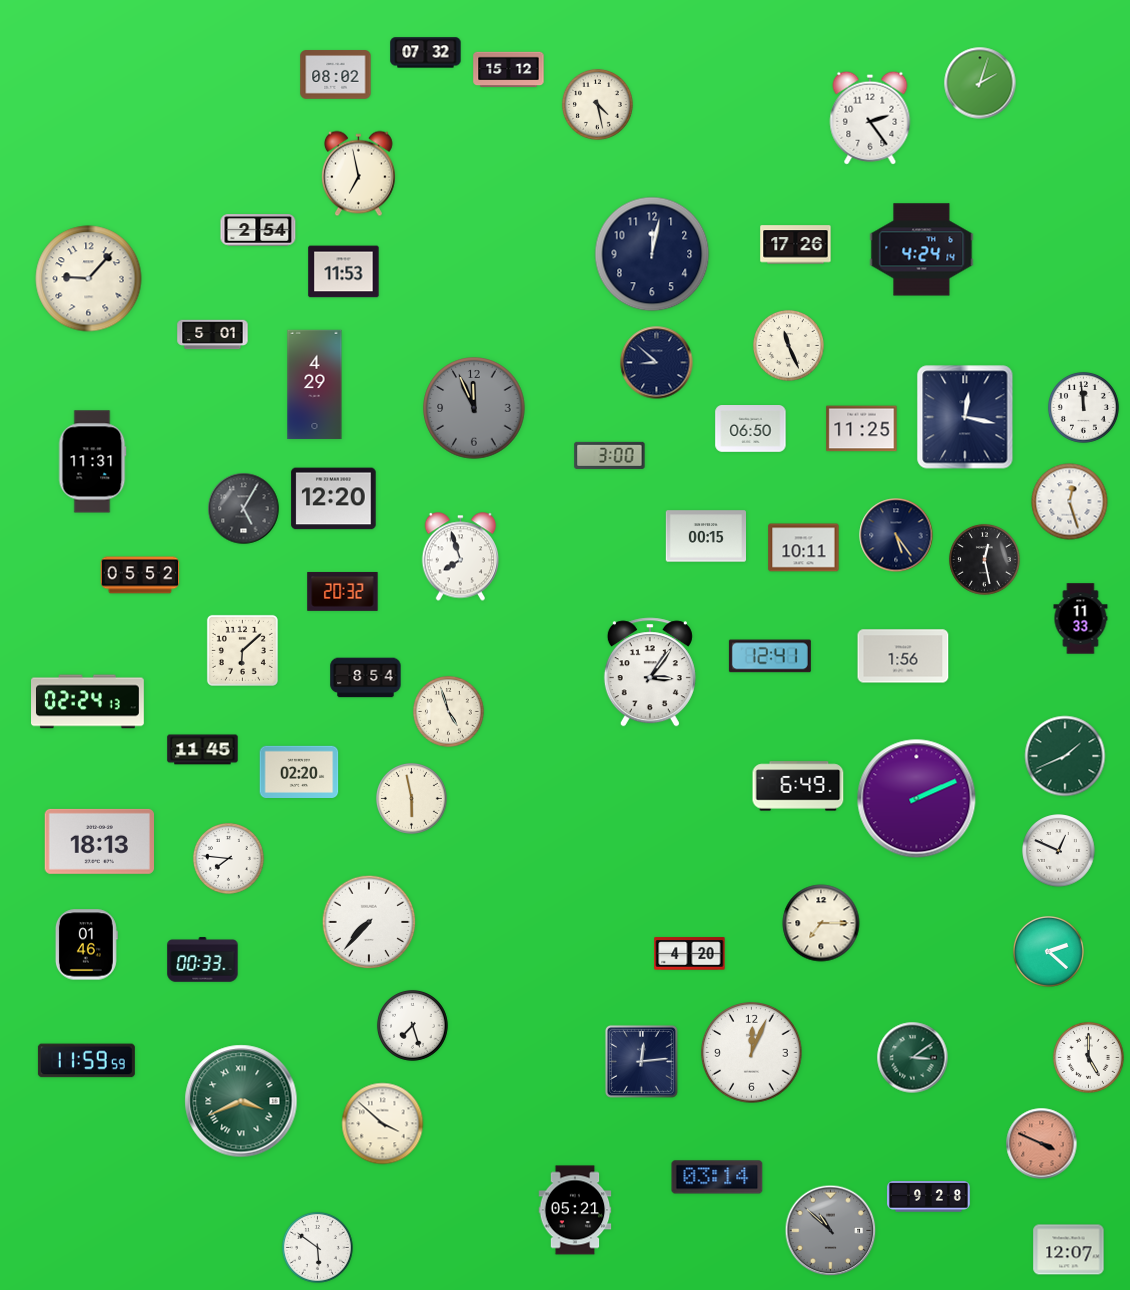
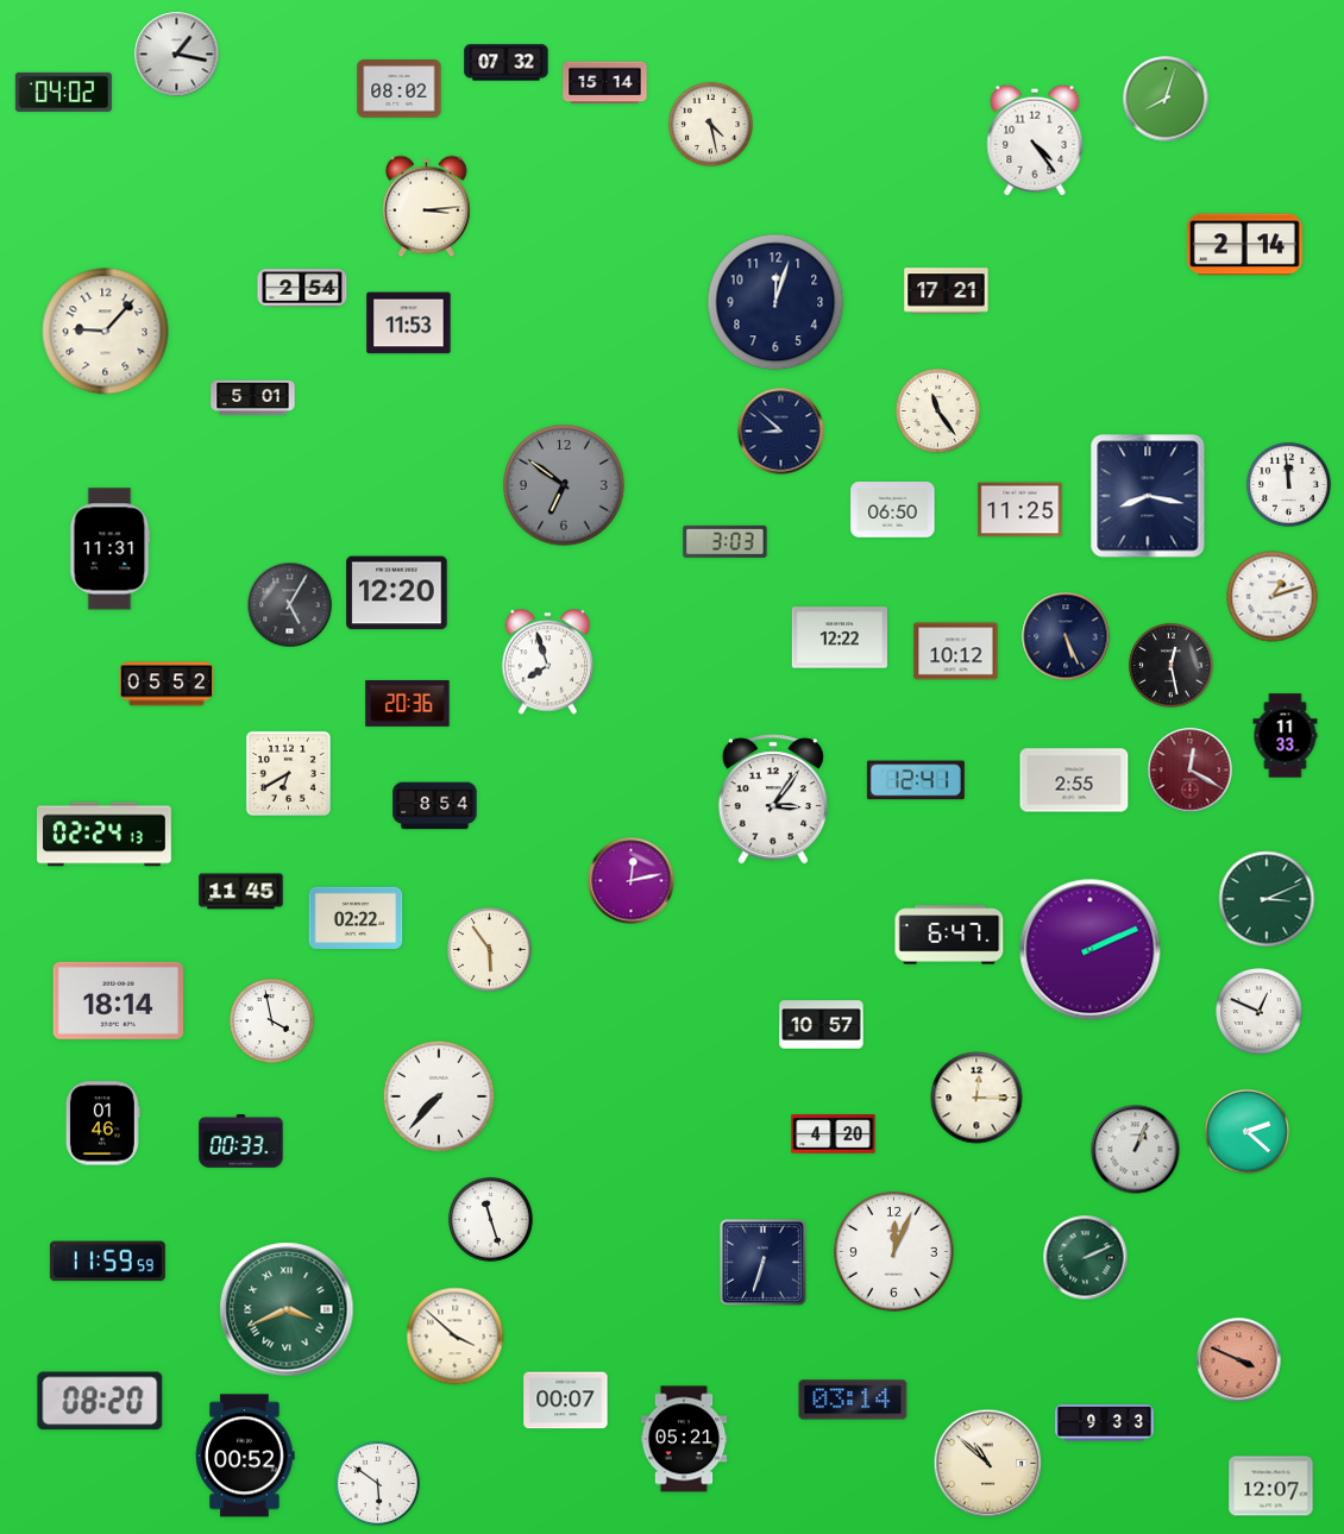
clock at (177, 55): none -> 1:17
clock at (509, 70): 15:12 -> 15:14
clock at (63, 92): none -> 04:02
clock at (980, 83): 2:03 -> 8:03
clock at (870, 118): 2:24 -> 4:24
clock at (358, 174): 6:58 -> 3:14
clock at (1244, 245): none -> 2:14
clock at (258, 230) position: (258, 230) -> (302, 288)
clock at (796, 245): 17:26 -> 17:21
clock at (922, 250): 4:24 -> none
clock at (652, 254): 12:02 -> 12:03
clock at (789, 346): 11:26 -> 11:24
clock at (315, 385): 4:29 -> none
clock at (474, 408): 11:56 -> 6:51
clock at (965, 417): 12:17 -> 8:17
clock at (862, 429) position: (862, 429) -> (1020, 510)
clock at (610, 455): 3:00 -> 3:03
clock at (1070, 502): 12:27 -> 1:12
clock at (896, 535): 5:24 -> 5:26
clock at (705, 536): 00:15 -> 12:22
clock at (804, 548): 10:11 -> 10:12
clock at (343, 592): 20:32 -> 20:36
clock at (1191, 771): none -> 12:20
clock at (242, 650): 6:08 -> 6:40
clock at (903, 656): 1:56 -> 2:55
clock at (449, 712): 4:57 -> none
clock at (632, 881): none -> 12:13
clock at (1065, 756): 1:41 -> 3:11
clock at (299, 771): 02:20 -> 02:22
clock at (798, 786): 6:49 -> 6:47
clock at (412, 799): 5:58 -> 5:54
clock at (99, 841): 18:13 -> 18:14
clock at (229, 859): 7:46 -> 3:58
clock at (822, 1025): none -> 10:57
clock at (821, 923): 7:15 -> 12:15
clock at (690, 954) position: (690, 954) -> (834, 1134)
clock at (1136, 1150): none -> 1:04
clock at (413, 1026): 7:27 -> 11:27
clock at (913, 1058): 3:09 -> 2:11
clock at (1089, 1058): 5:00 -> none
clock at (86, 1061) position: (86, 1061) -> (107, 1262)
clock at (641, 1061): 12:14 -> 6:33
clock at (100, 1401): none -> 08:20
clock at (566, 1401): none -> 00:07
clock at (929, 1197): 9:28 -> 9:33
clock at (245, 1456): none -> 00:52
clock at (831, 1231) dial: grey -> cream
